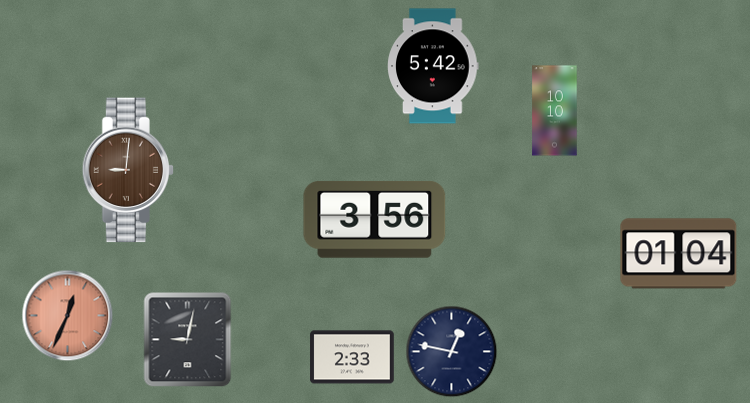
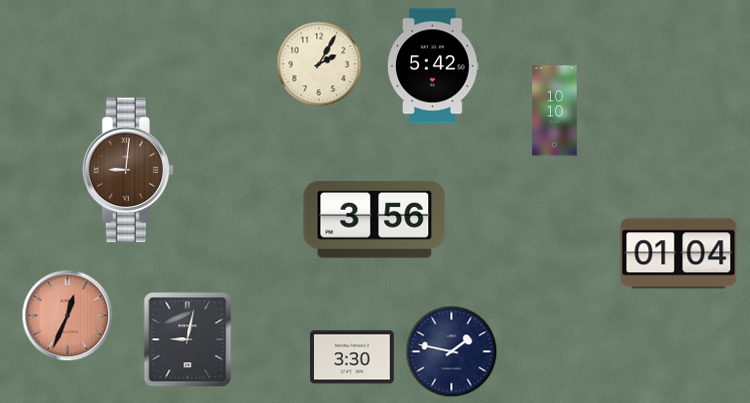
clock at (319, 64): none -> 2:05
clock at (452, 352): 12:47 -> 1:47
clock at (352, 357): 2:33 -> 3:30
